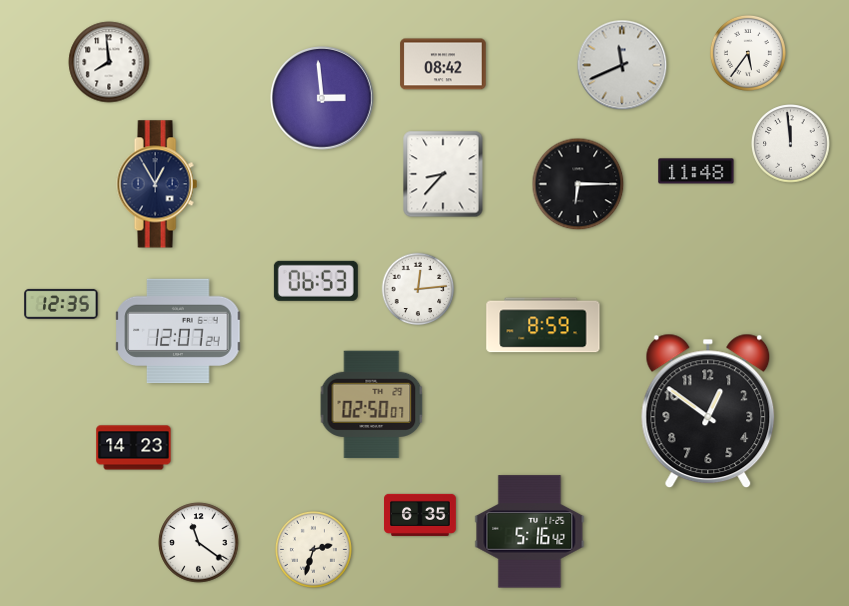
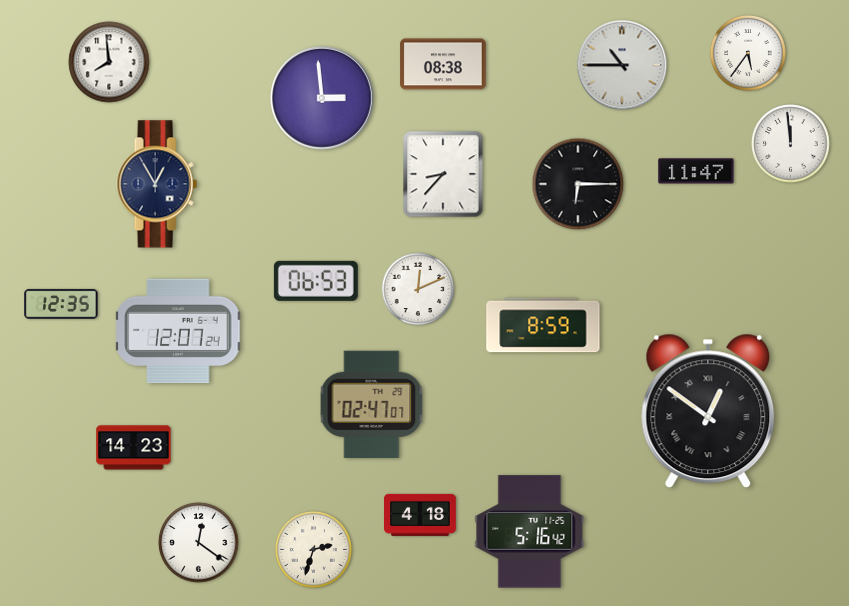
clock at (443, 64): 08:42 -> 08:38
clock at (622, 65): 11:41 -> 10:45
clock at (696, 171): 11:48 -> 11:47
clock at (418, 289): 12:14 -> 12:11
clock at (372, 405): 02:50 -> 02:47
clock at (708, 411) numerals: Arabic -> Roman
clock at (421, 515): 6:35 -> 4:18
clock at (199, 543): 11:21 -> 12:21
